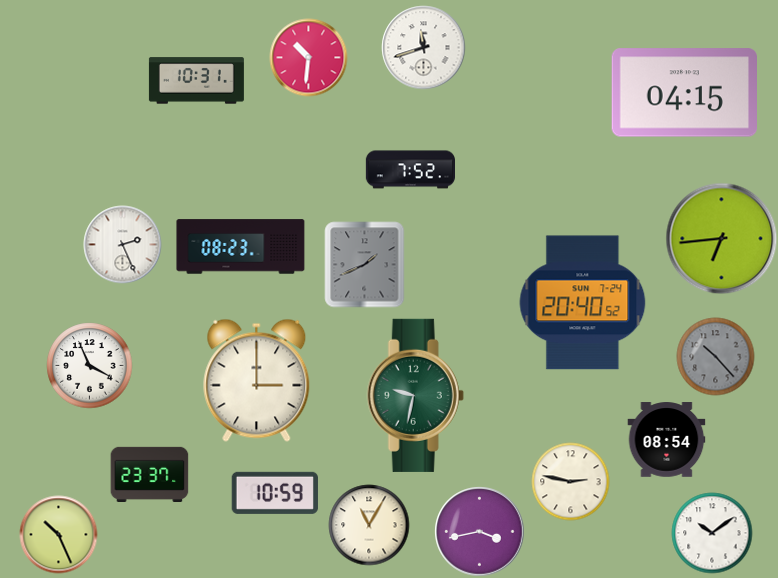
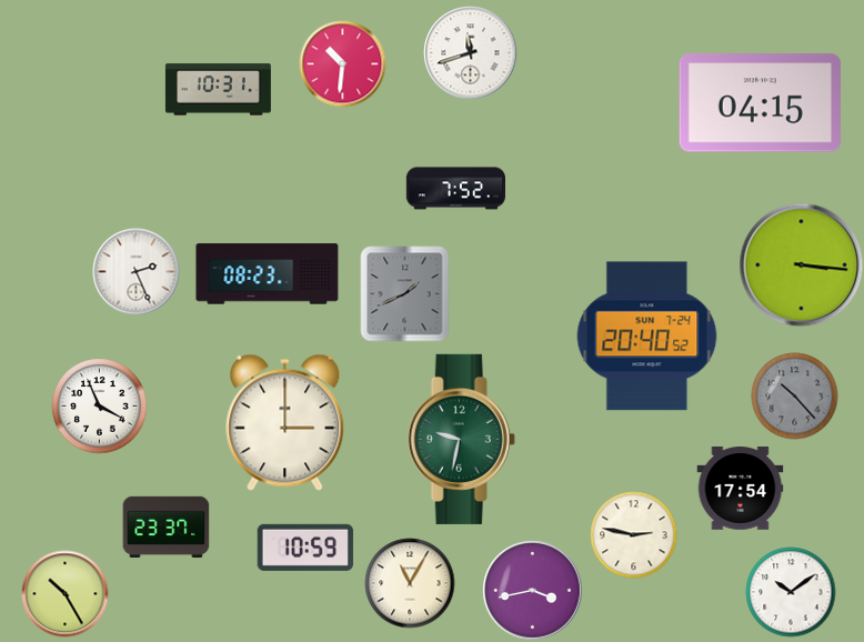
clock at (721, 238): 6:44 -> 3:16
clock at (666, 440): 08:54 -> 17:54
clock at (58, 534): 10:26 -> 10:25
